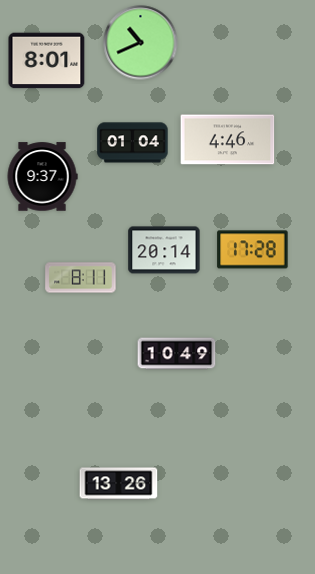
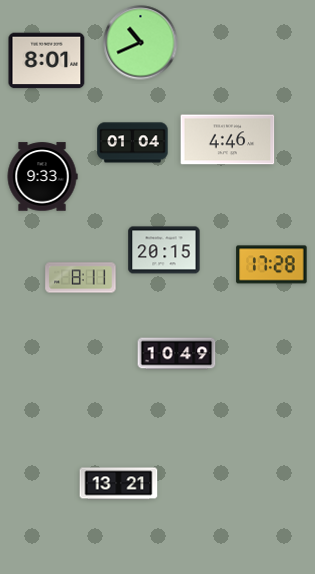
clock at (42, 177): 9:37 -> 9:33
clock at (164, 250): 20:14 -> 20:15
clock at (253, 250) position: (253, 250) -> (272, 265)
clock at (119, 484): 13:26 -> 13:21
